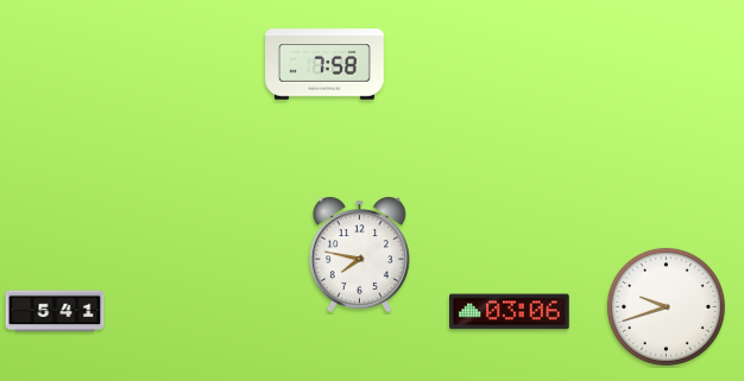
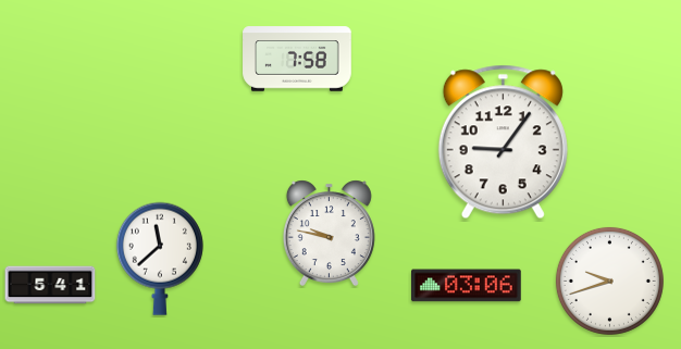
clock at (503, 142): none -> 9:06
clock at (359, 254): 7:47 -> 9:47
clock at (160, 259): none -> 11:38
